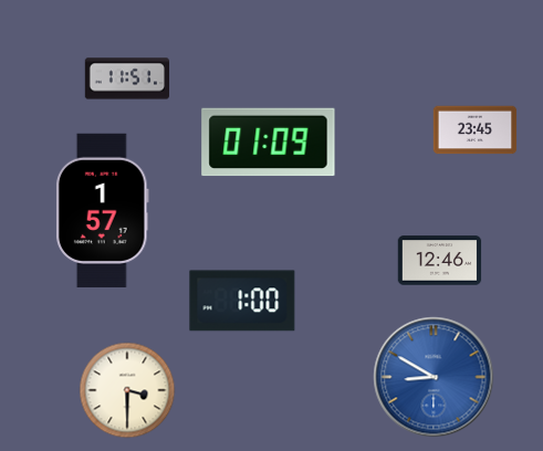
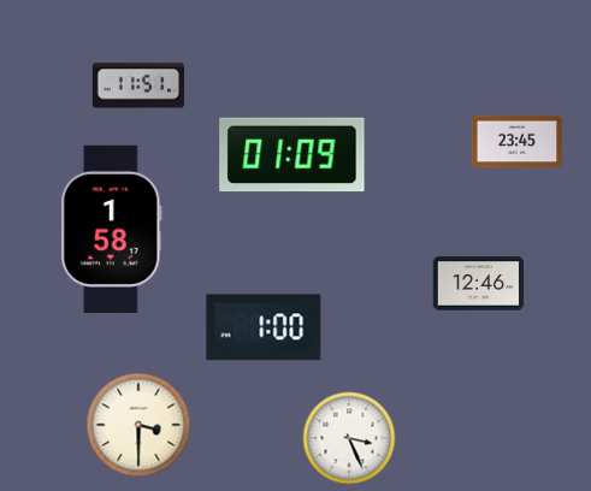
clock at (103, 210): 1:57 -> 1:58
clock at (434, 377): 8:50 -> none
clock at (349, 438): none -> 3:26
